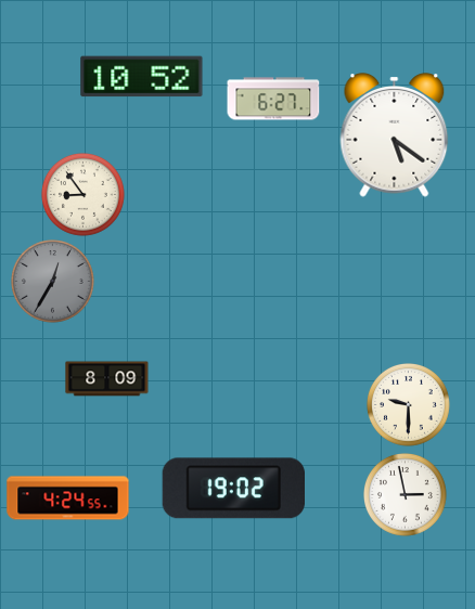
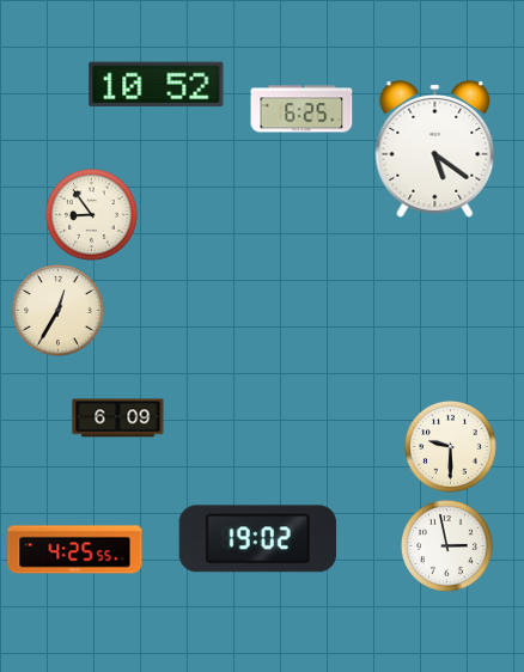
clock at (273, 99): 6:27 -> 6:25
clock at (53, 282) dial: grey -> cream
clock at (107, 379): 8:09 -> 6:09
clock at (68, 498): 4:24 -> 4:25
